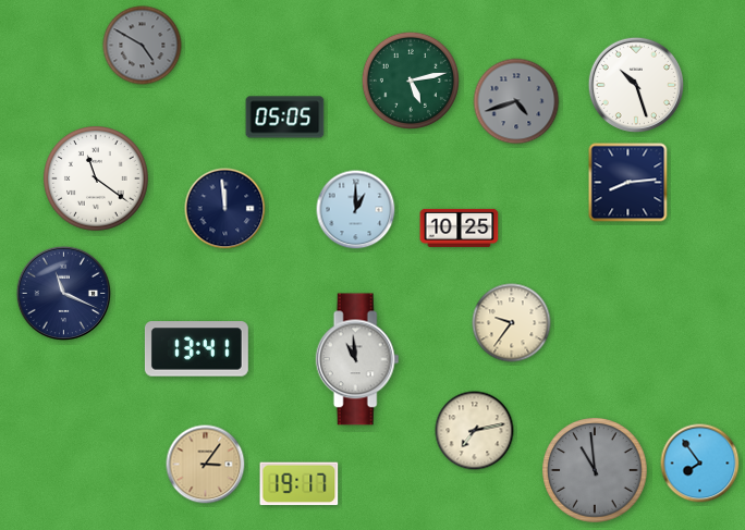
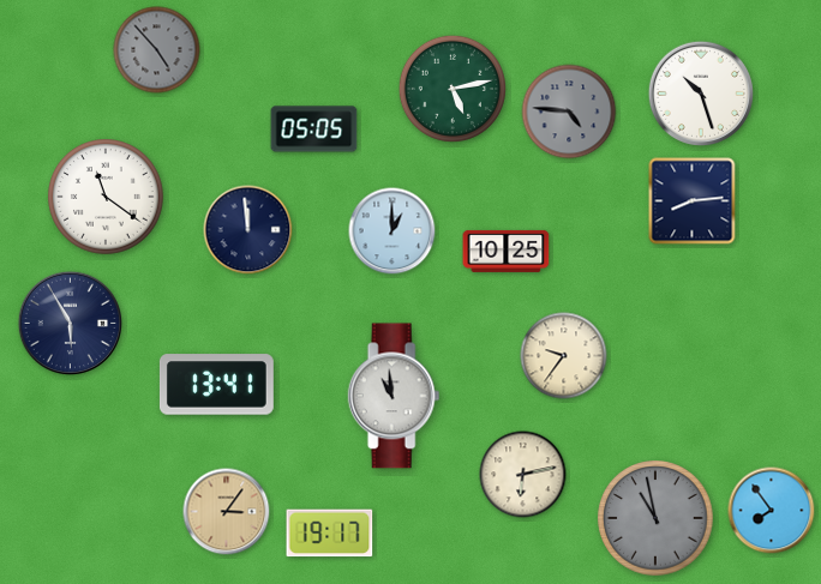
clock at (143, 46): 4:50 -> 4:53
clock at (516, 101): 4:42 -> 4:46
clock at (63, 293): 11:19 -> 5:55
clock at (475, 431): 7:13 -> 6:13
clock at (595, 470): 10:59 -> 10:58
